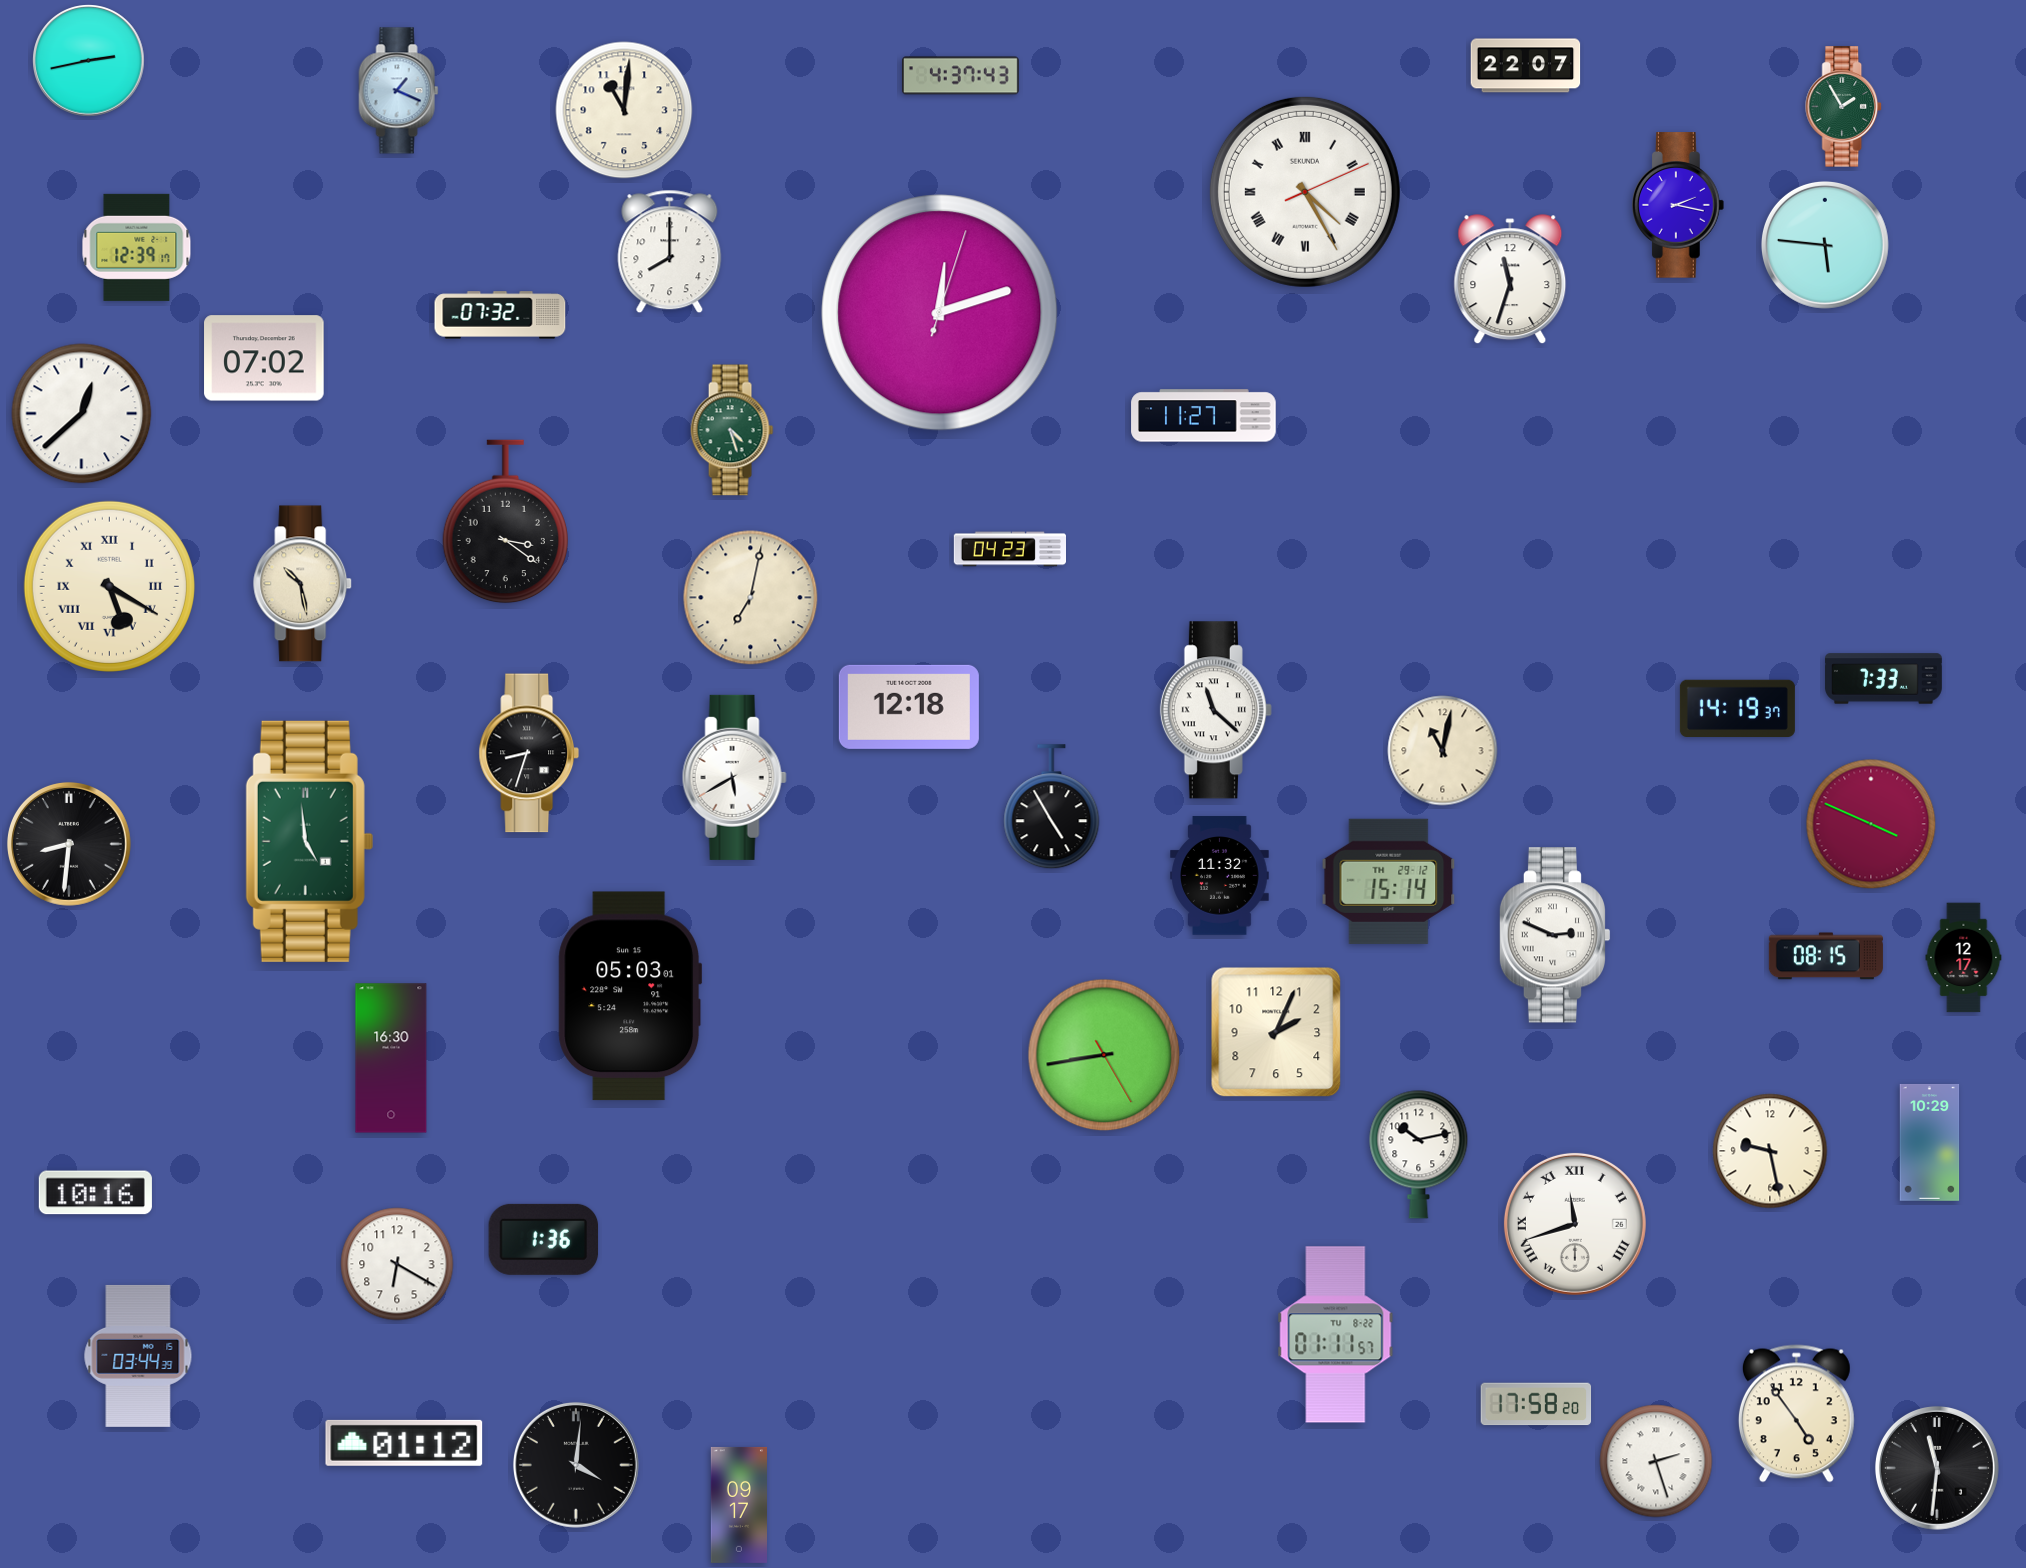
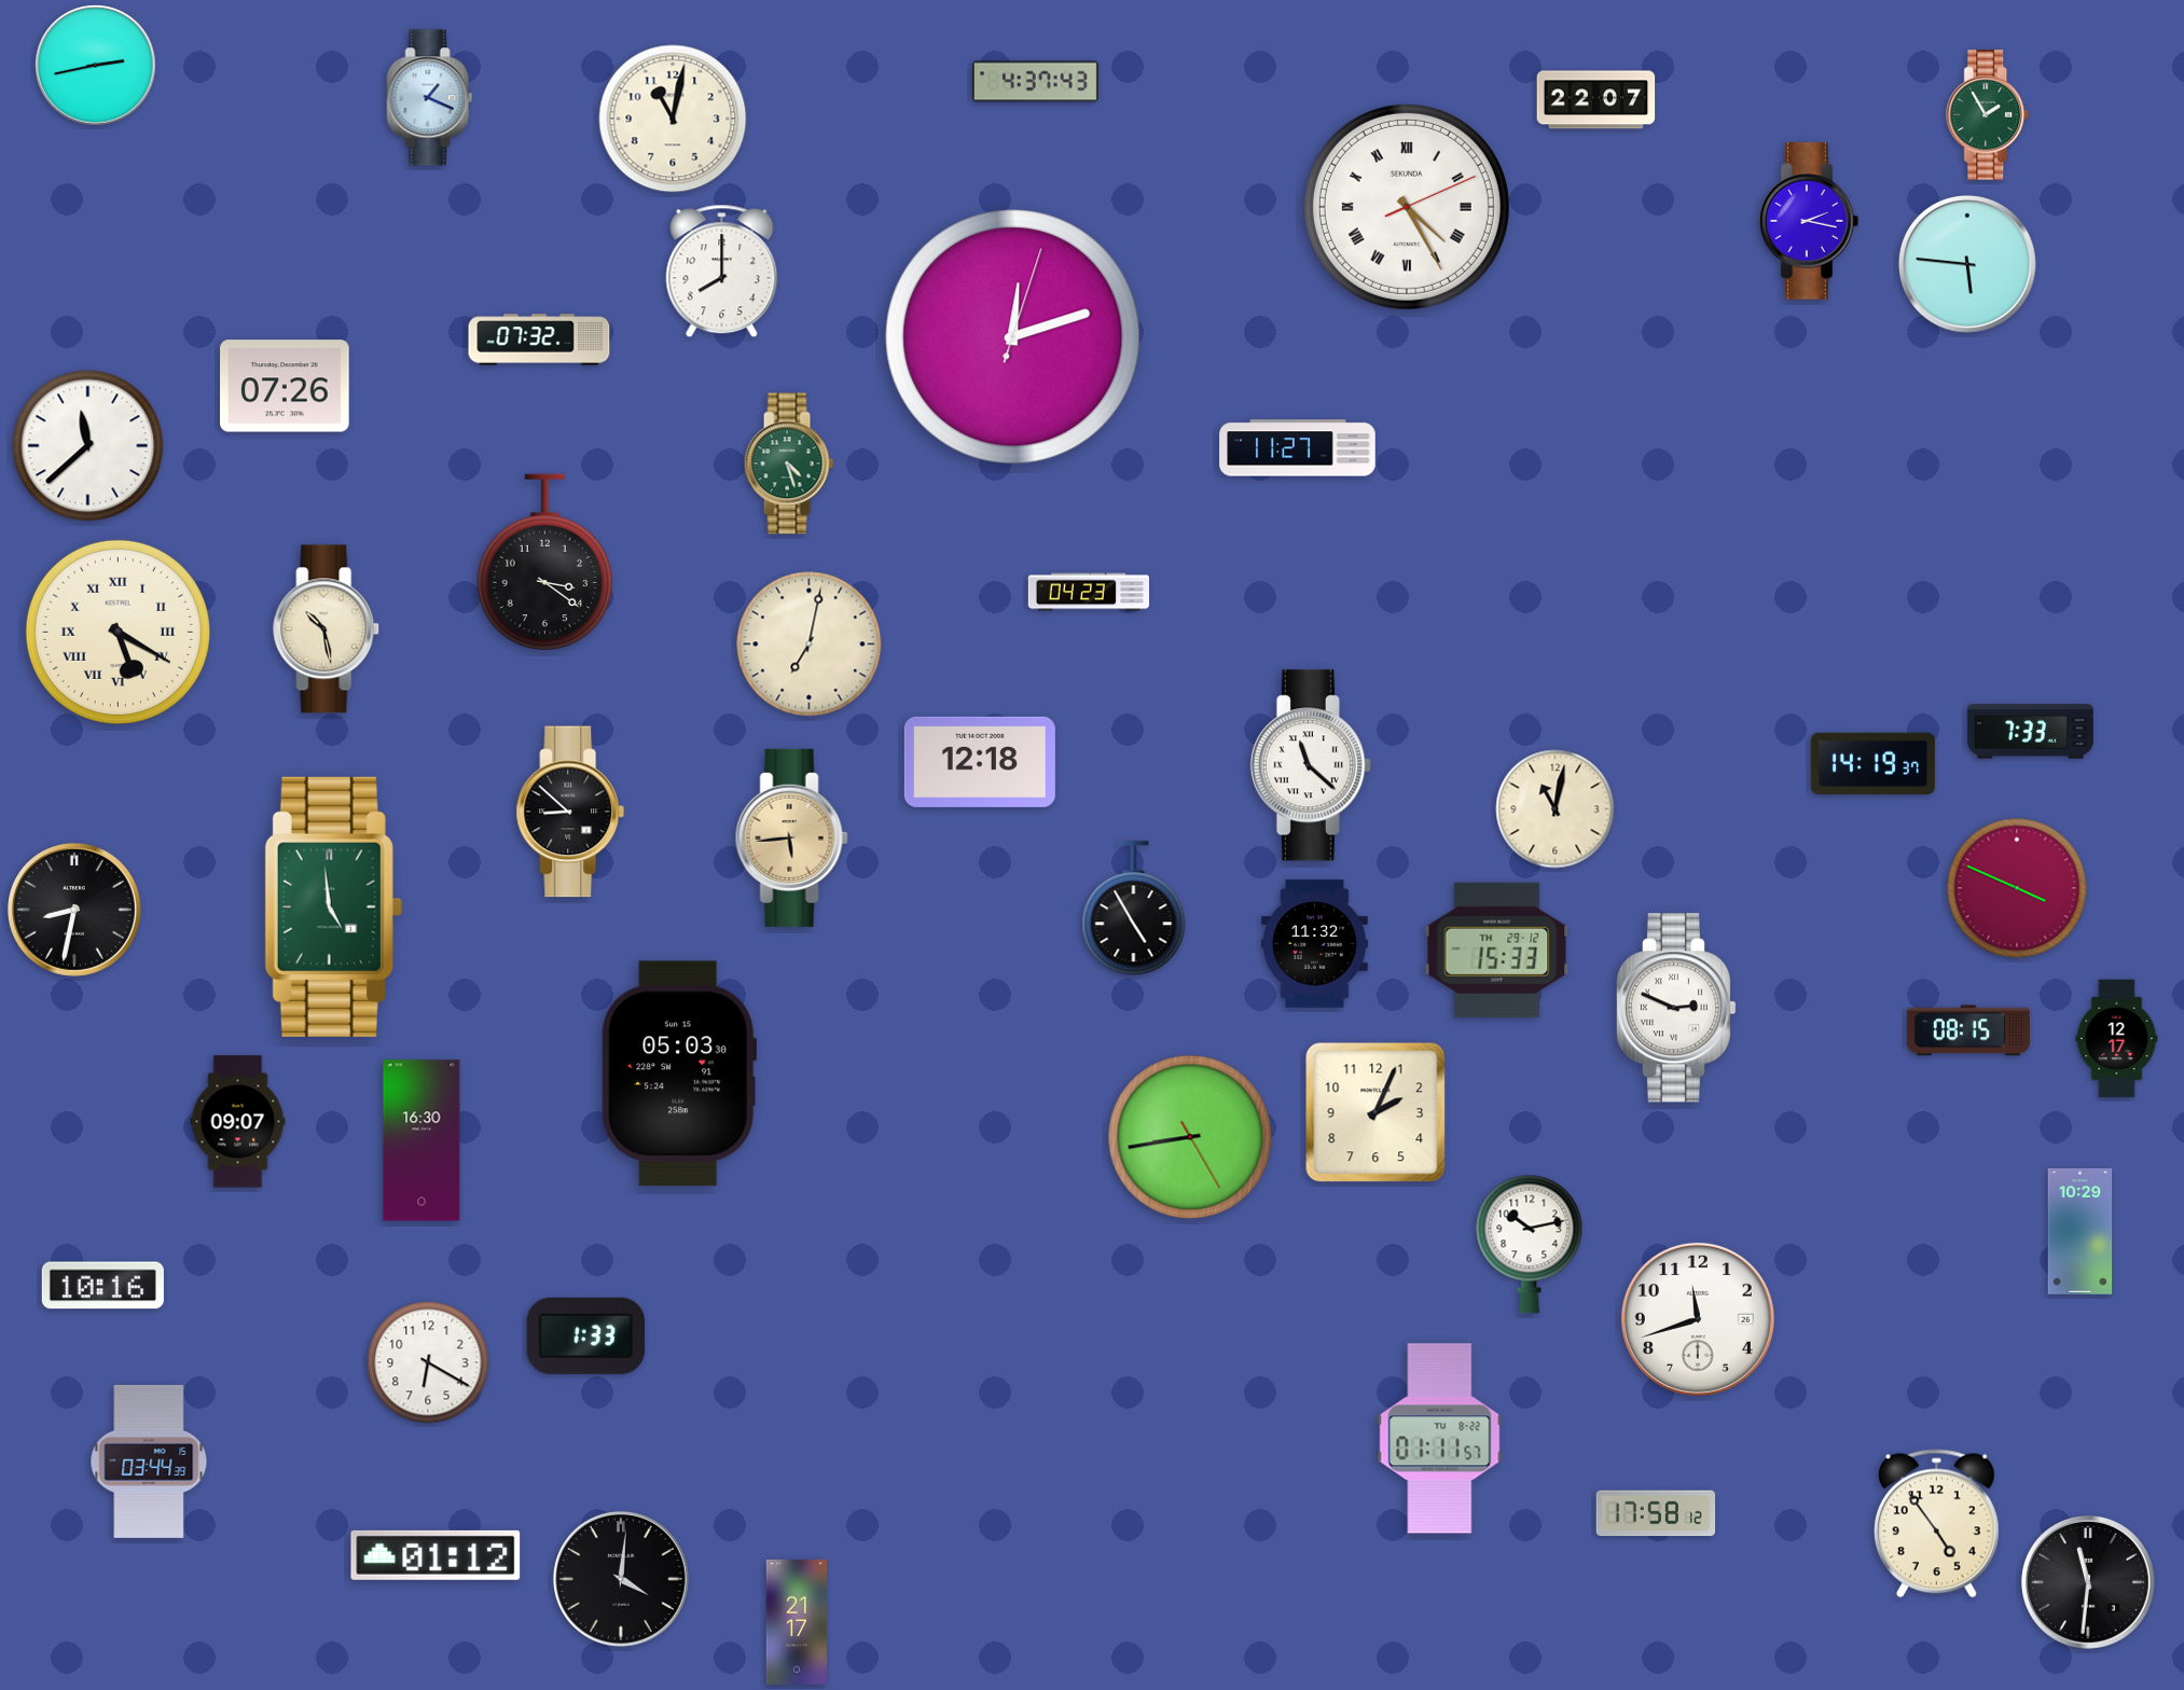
clock at (1526, 66) position: (1526, 66) -> (1596, 100)
clock at (624, 110): 11:01 -> 11:02
clock at (137, 247): 12:39 -> none
clock at (1510, 280): 11:33 -> none
clock at (264, 358): 07:02 -> 07:26
clock at (82, 414): 12:38 -> 11:38
clock at (529, 753): 8:33 -> 8:52
clock at (734, 777): 5:40 -> 5:44
clock at (734, 777) dial: white -> champagne
clock at (1052, 807) position: (1052, 807) -> (1134, 909)
clock at (69, 844): 8:31 -> 8:32
clock at (1389, 881): 15:14 -> 15:33
clock at (1964, 958) position: (1964, 958) -> (2117, 1039)
clock at (630, 996): 05:03:01 -> 05:03:30
clock at (238, 1122): none -> 09:07
clock at (1770, 1151): 9:28 -> none
clock at (1575, 1224) numerals: Roman -> Arabic
clock at (544, 1239): 1:36 -> 1:33
clock at (1536, 1404): 17:58:20 -> 17:58:12
clock at (1656, 1461): 2:27 -> none
clock at (738, 1505): 09:17 -> 21:17
